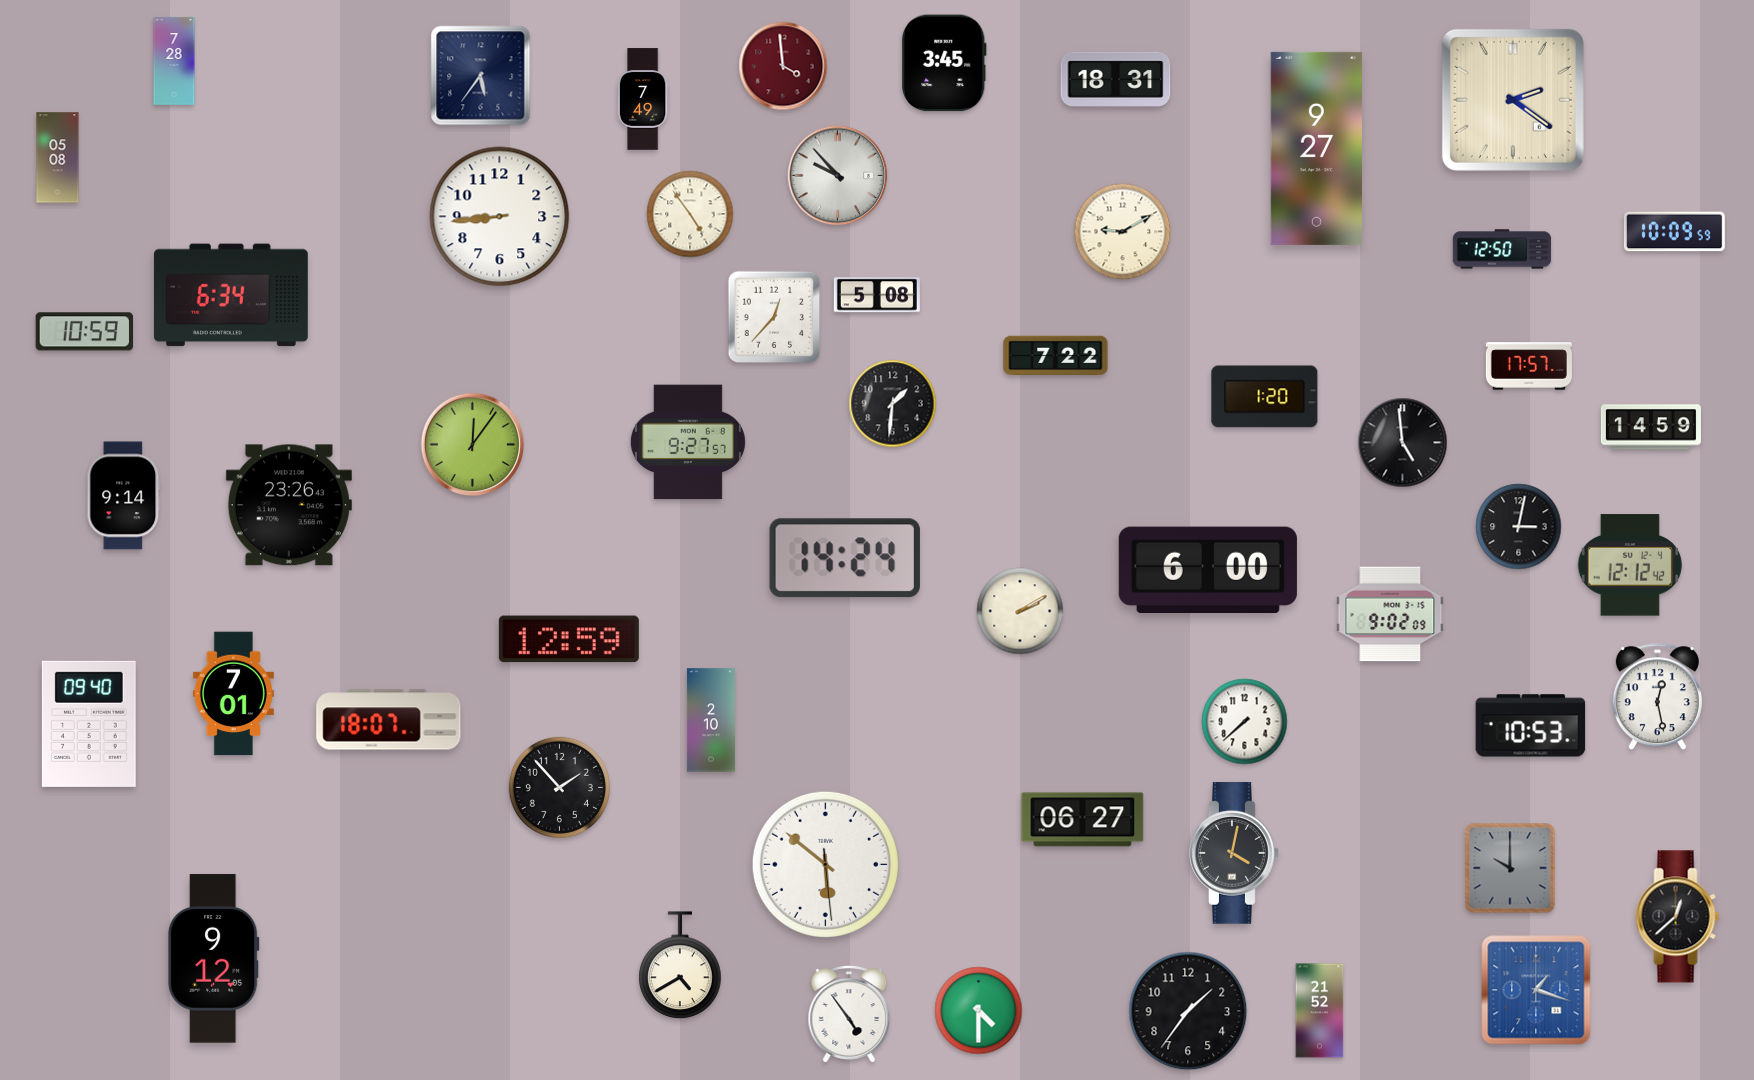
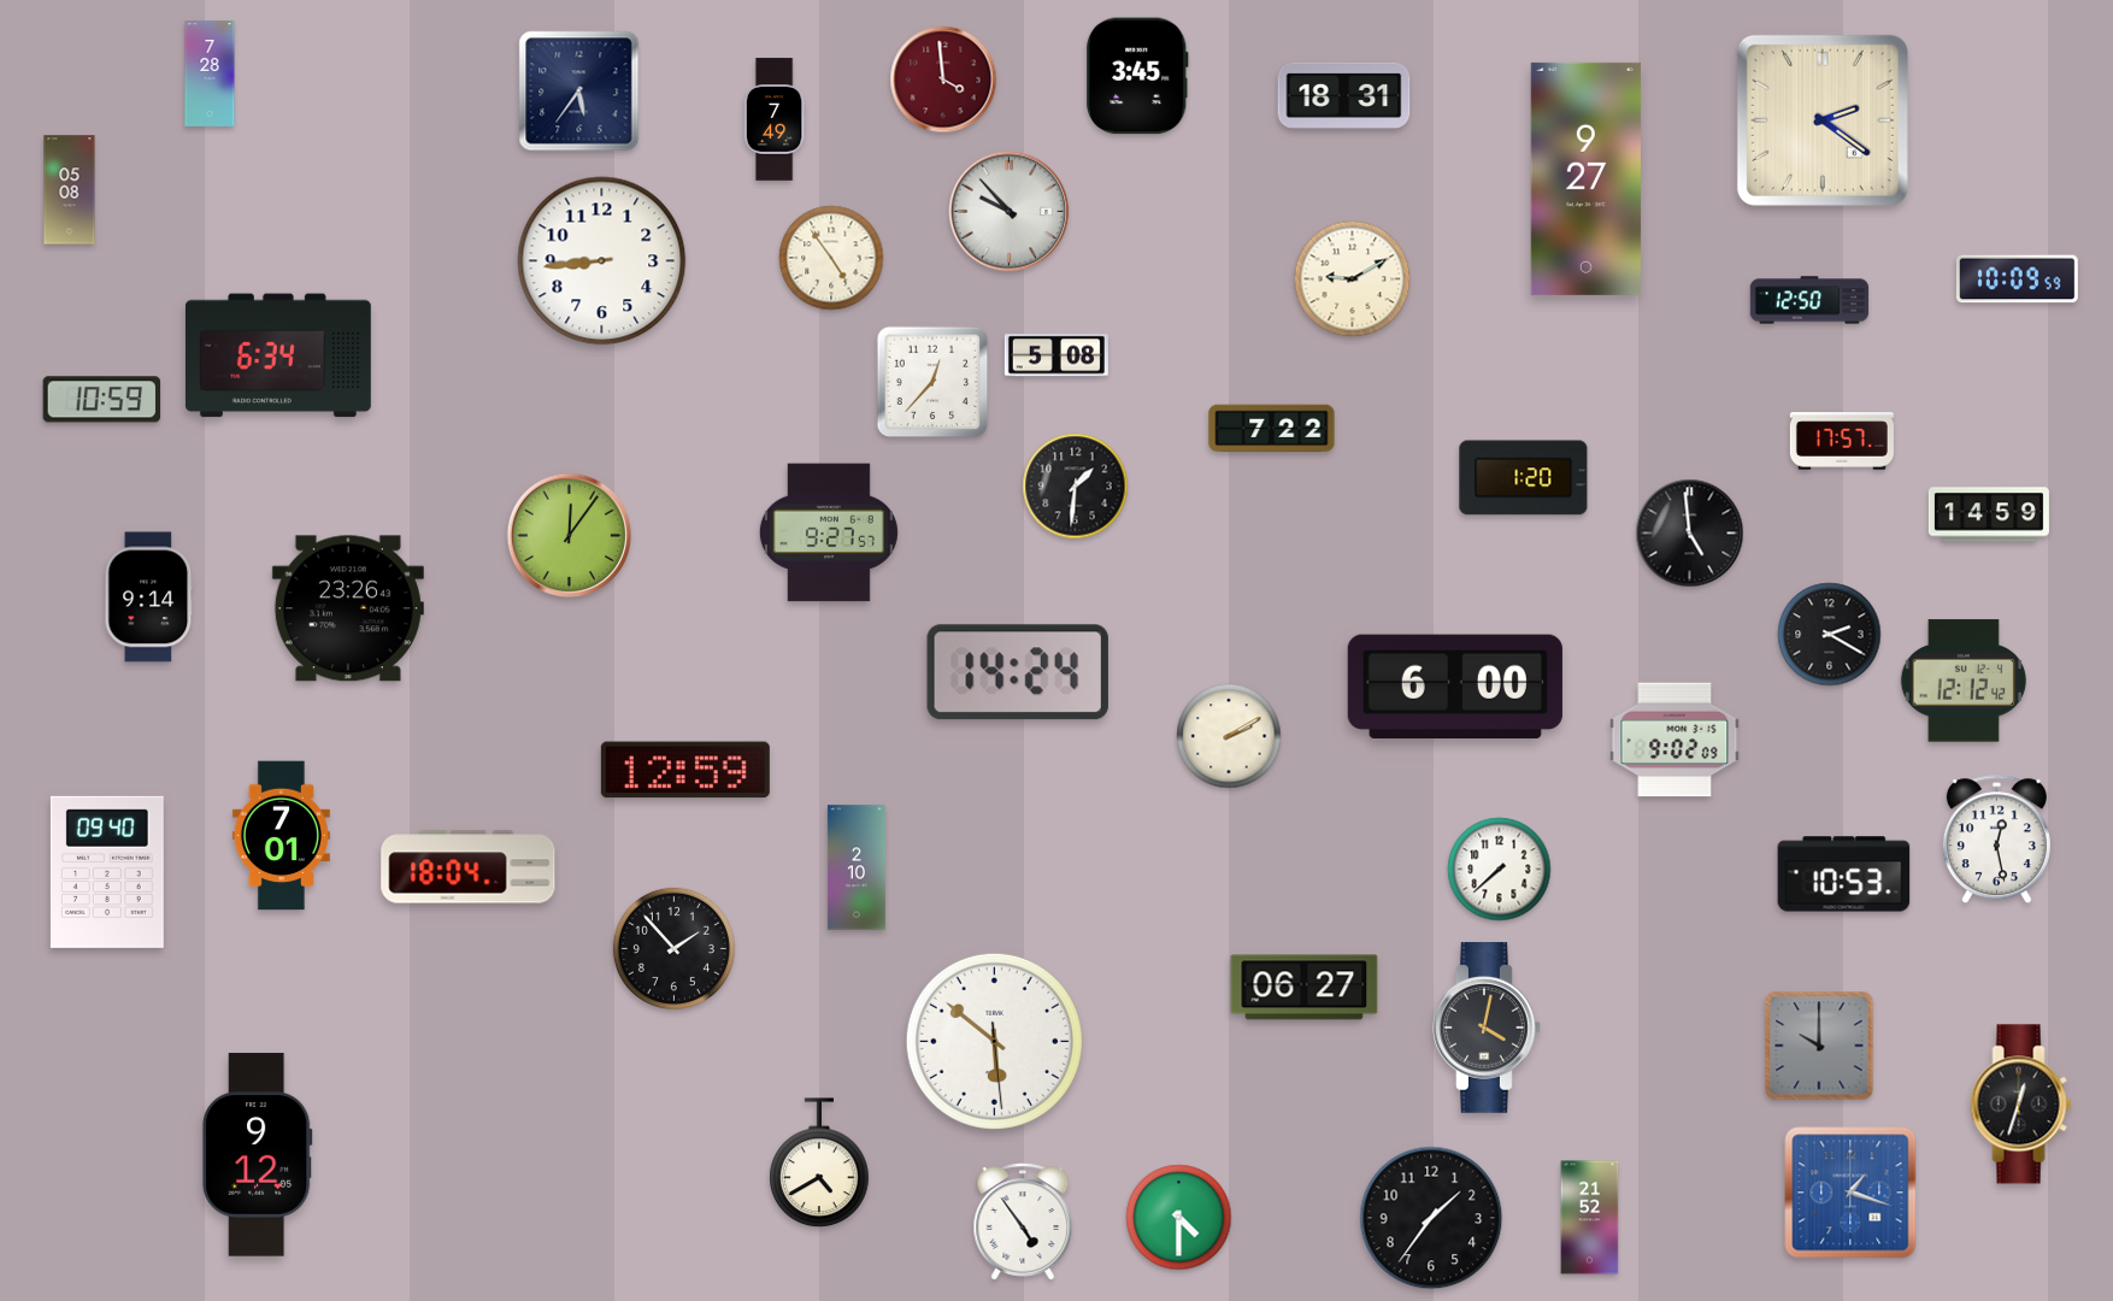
clock at (1519, 527): 3:02 -> 2:20
clock at (389, 720): 18:07 -> 18:04
clock at (1678, 917): 12:38 -> 12:33
